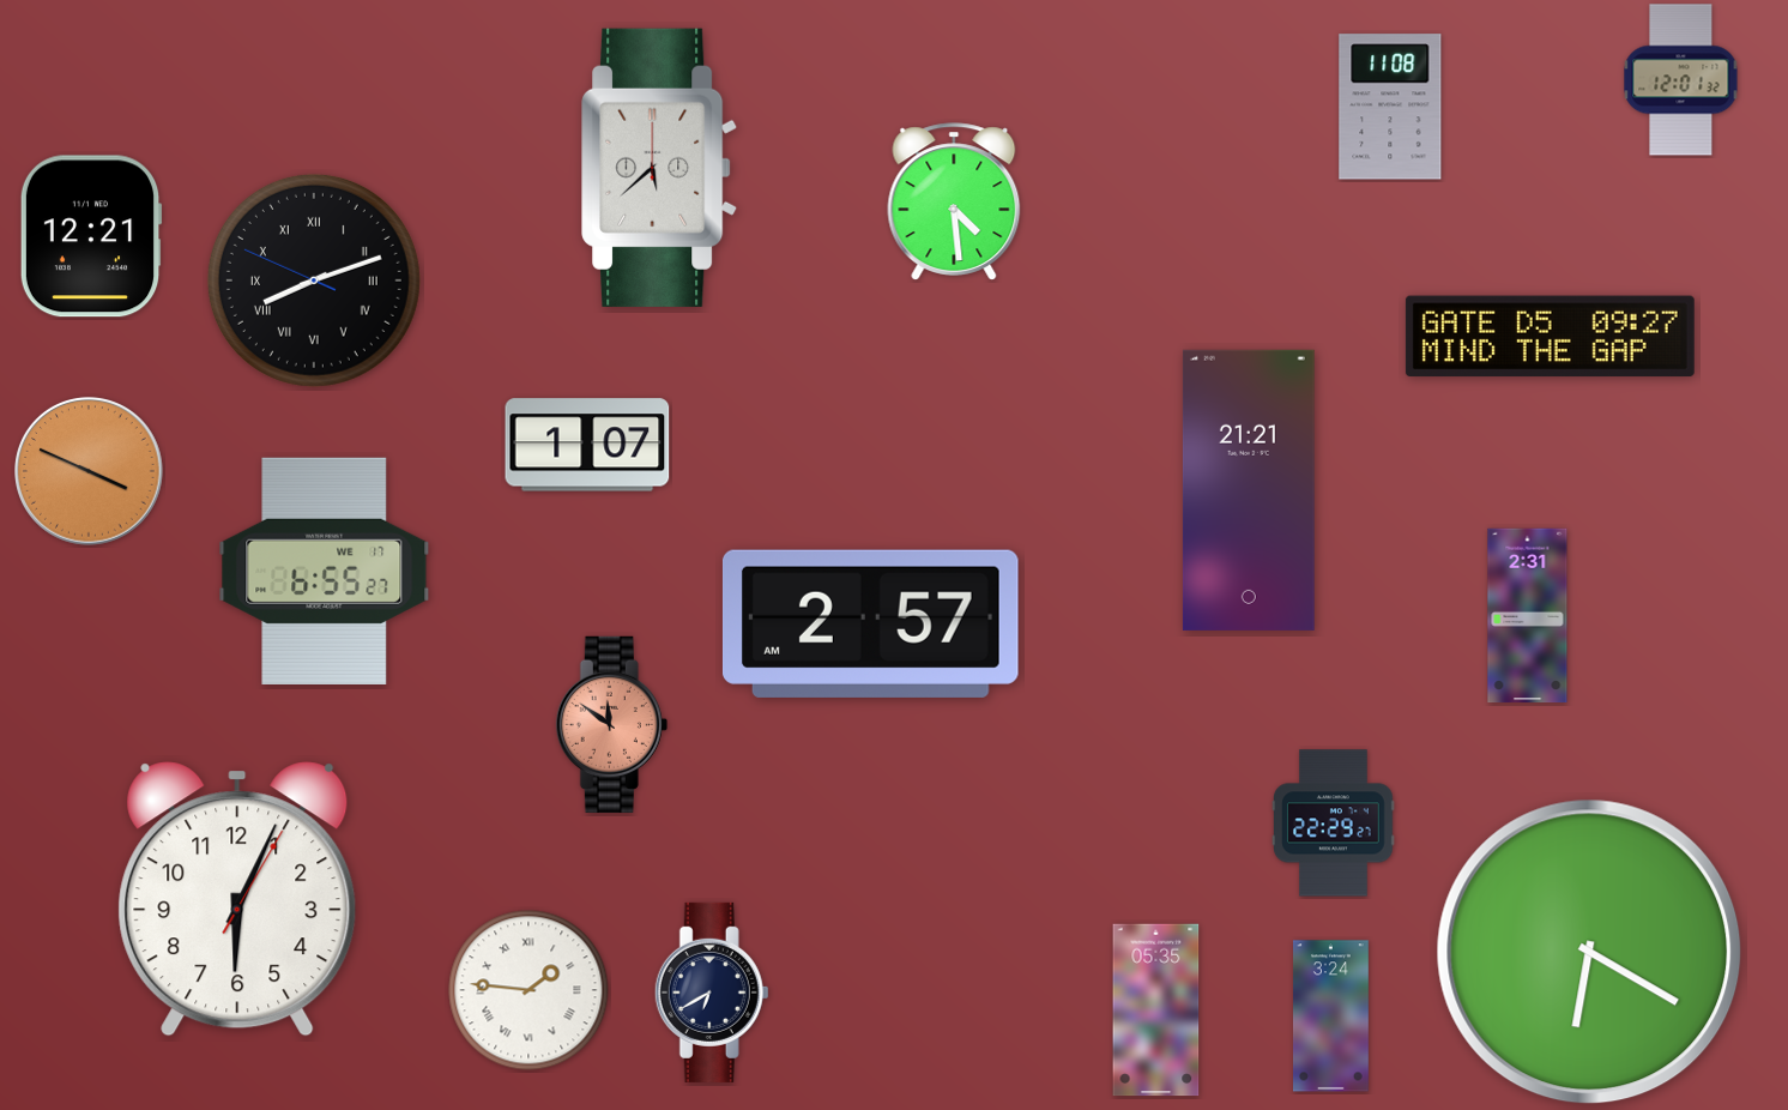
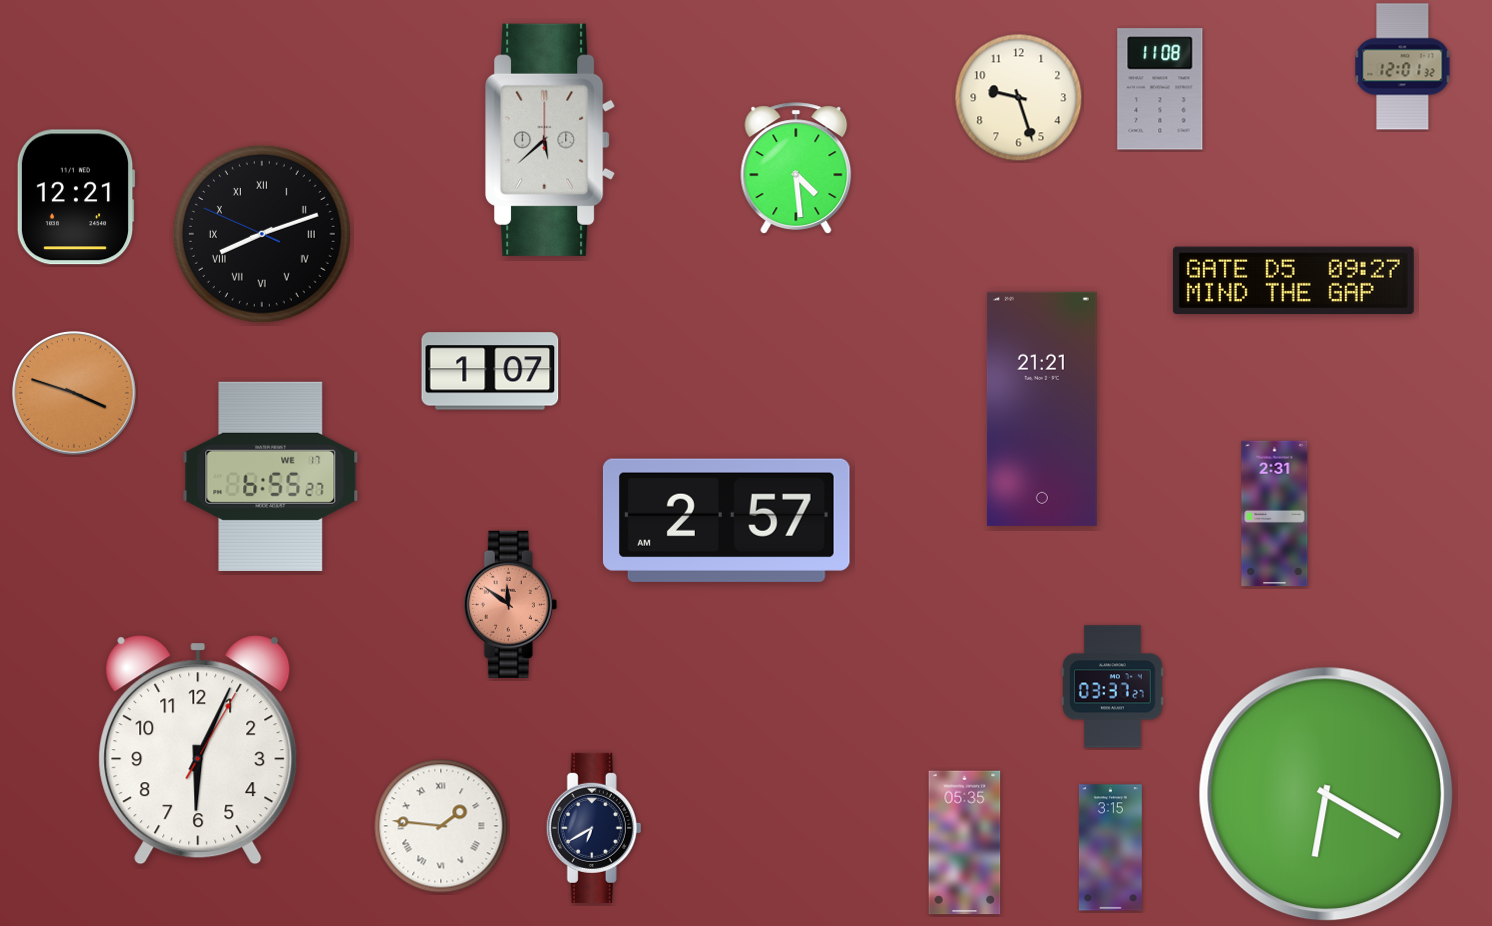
clock at (1019, 98): none -> 9:27
clock at (90, 472): 3:49 -> 3:48
clock at (1334, 824): 22:29 -> 03:37
clock at (1330, 1017): 3:24 -> 3:15
